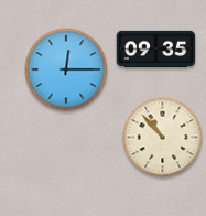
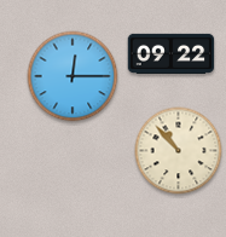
clock at (156, 48): 09:35 -> 09:22
